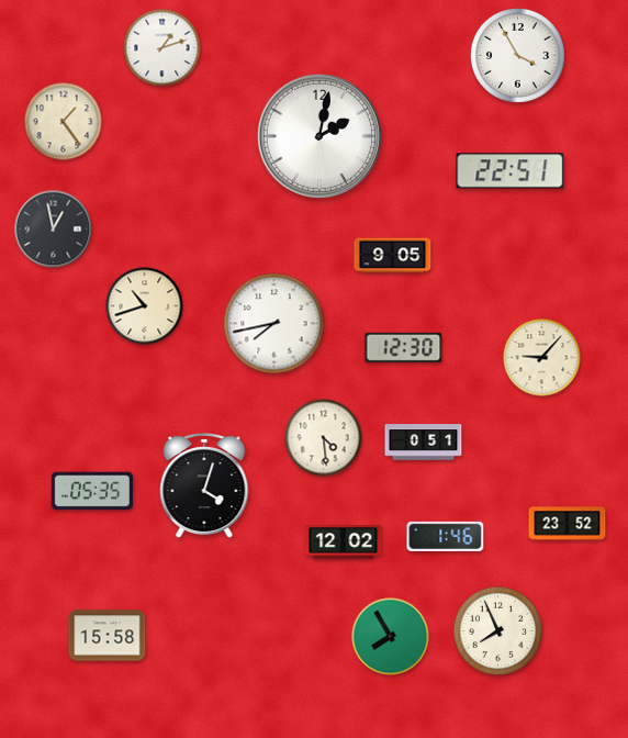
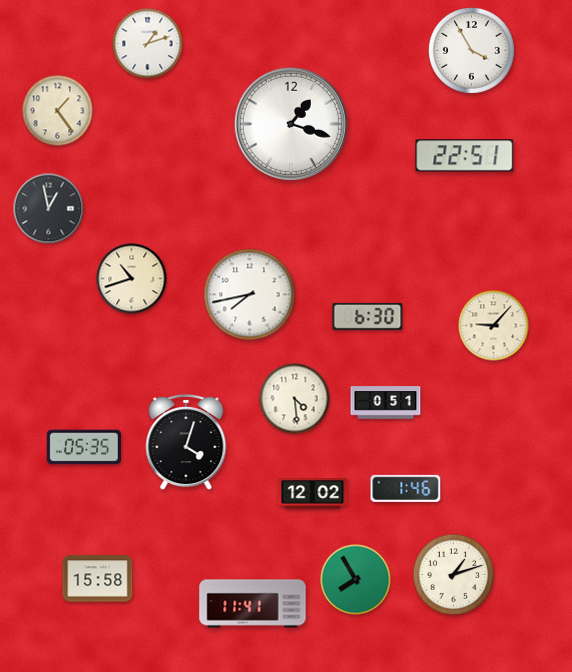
clock at (319, 136): 2:02 -> 1:18
clock at (393, 256): 9:05 -> none
clock at (404, 347): 12:30 -> 6:30
clock at (568, 524): 23:52 -> none
clock at (498, 631): 7:56 -> 1:12
clock at (253, 604): none -> 11:41
